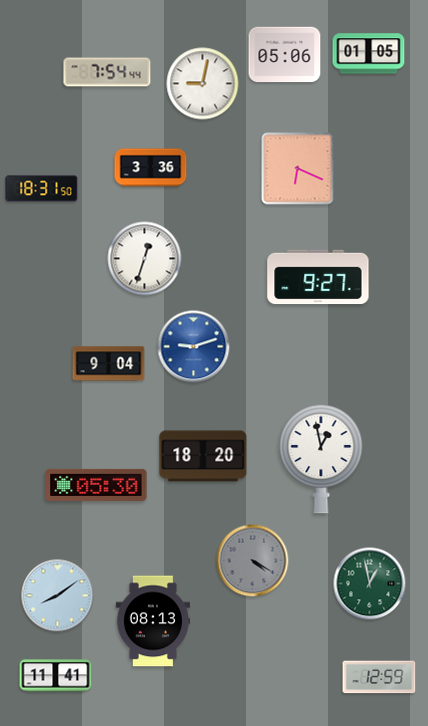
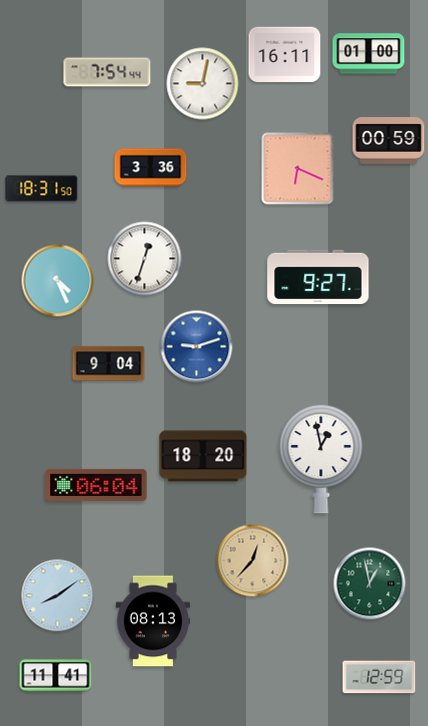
clock at (369, 54): 01:05 -> 01:00
clock at (285, 55): 05:06 -> 16:11
clock at (389, 141): none -> 00:59
clock at (58, 281): none -> 4:26
clock at (194, 347) position: (194, 347) -> (197, 347)
clock at (96, 485): 05:30 -> 06:04
clock at (253, 561): 4:20 -> 12:37
clock at (253, 561) dial: grey -> champagne
